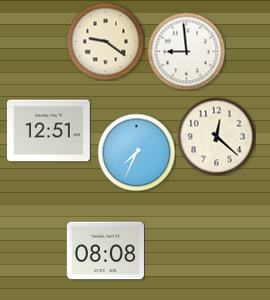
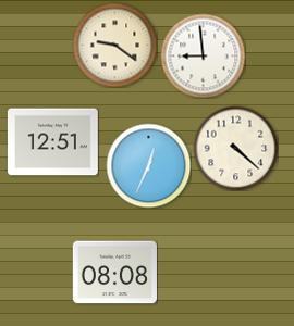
clock at (216, 136): 12:22 -> 4:22
clock at (136, 152): 7:34 -> 12:34
